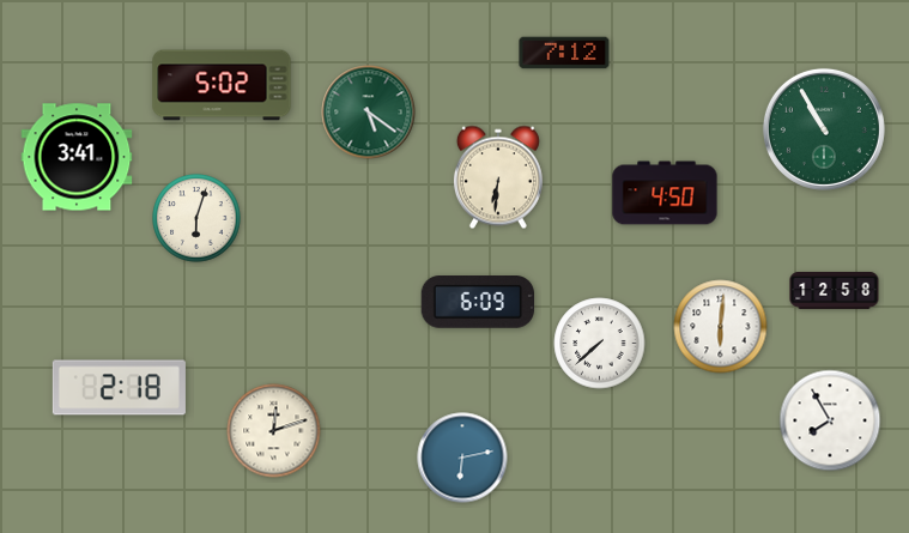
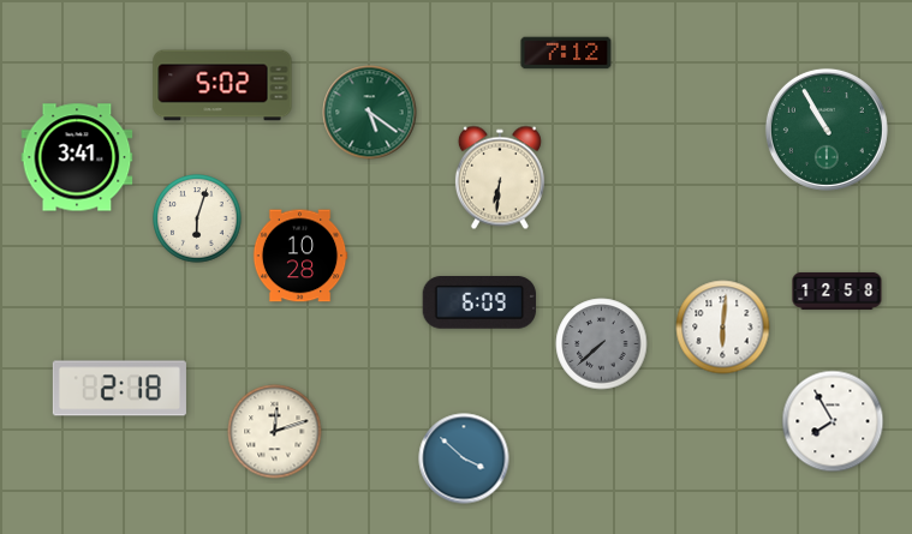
clock at (665, 193): 4:50 -> none
clock at (300, 256): none -> 10:28
clock at (600, 344) dial: white -> grey
clock at (462, 458): 6:13 -> 3:52
